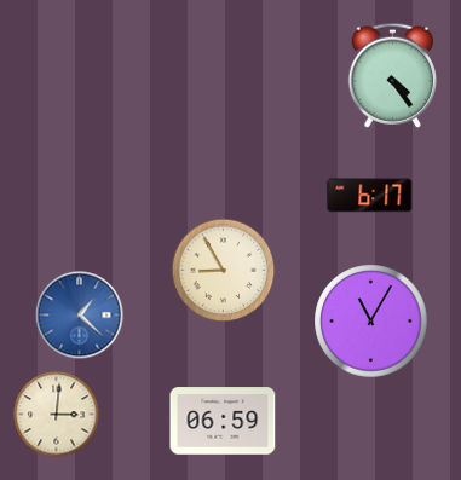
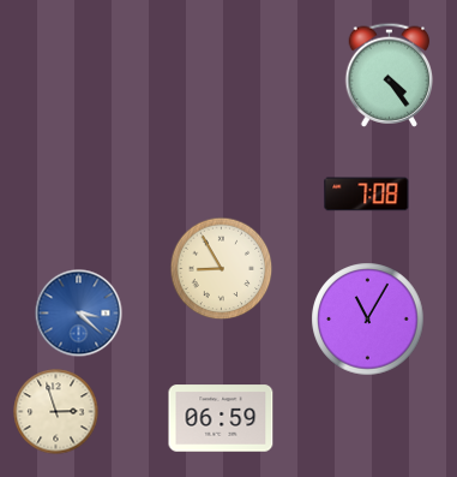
clock at (370, 196): 6:17 -> 7:08
clock at (80, 316): 1:22 -> 3:22
clock at (57, 415): 3:01 -> 2:57
